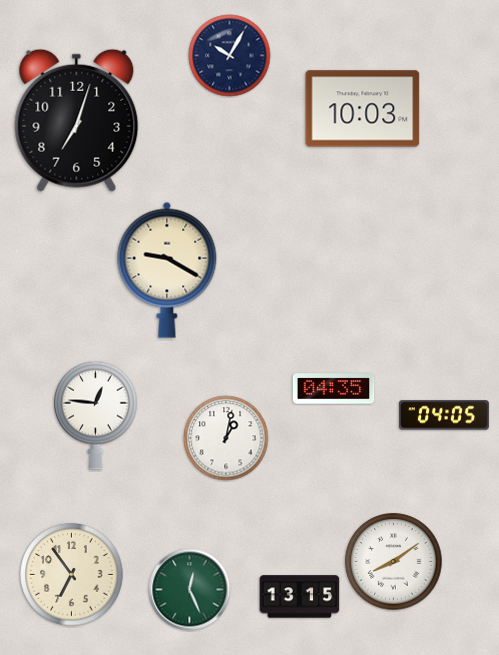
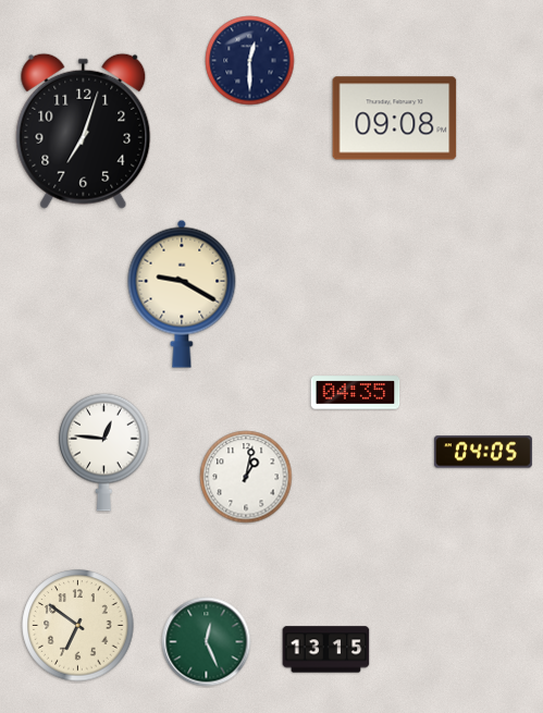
clock at (230, 56): 10:05 -> 12:30
clock at (363, 109): 10:03 -> 09:08
clock at (334, 389) position: (334, 389) -> (356, 393)
clock at (394, 562): 8:09 -> none
clock at (72, 575): 6:54 -> 6:51
